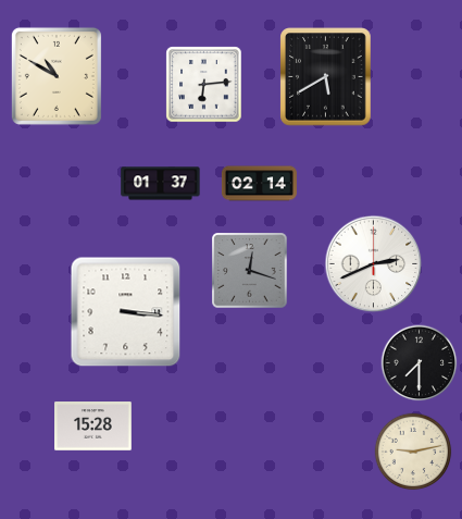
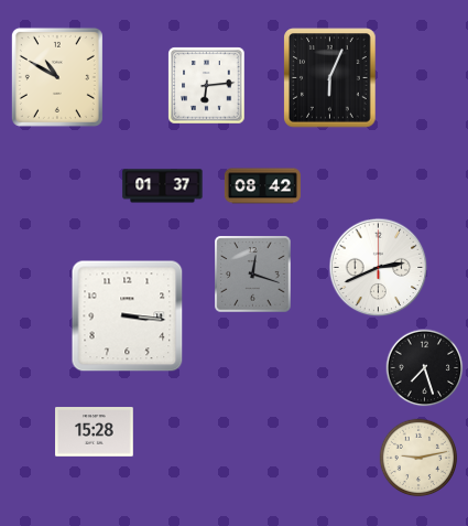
clock at (326, 77): 5:40 -> 6:04
clock at (259, 184): 02:14 -> 08:42
clock at (420, 363): 7:30 -> 7:27
